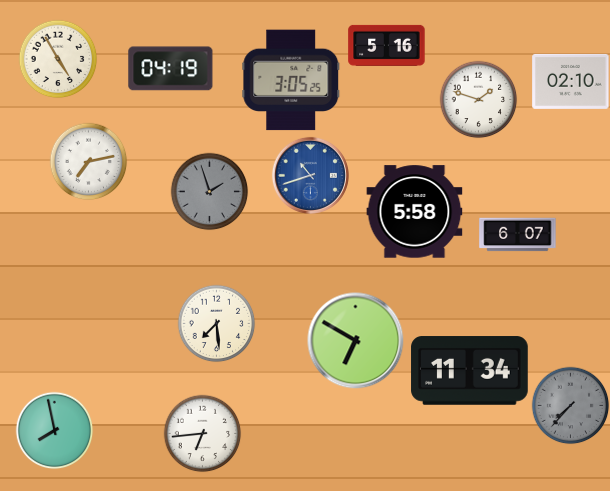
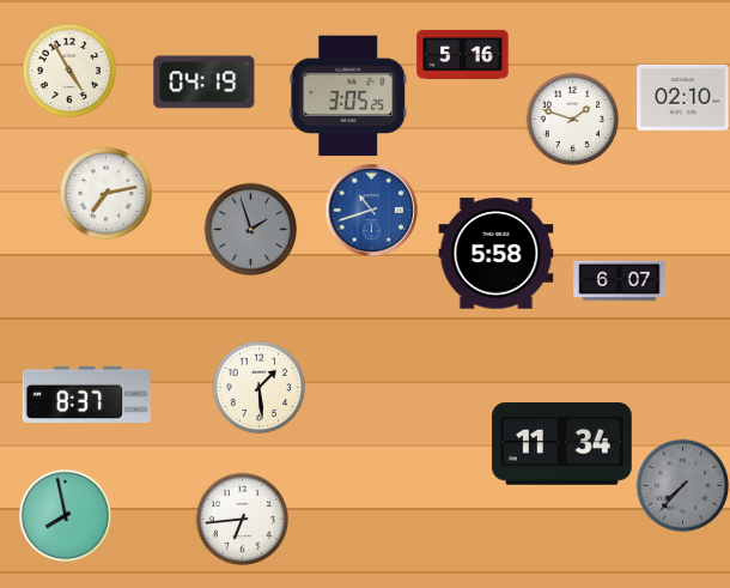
clock at (216, 323): 7:29 -> 1:29
clock at (86, 394): none -> 8:37
clock at (356, 341): 6:50 -> none
